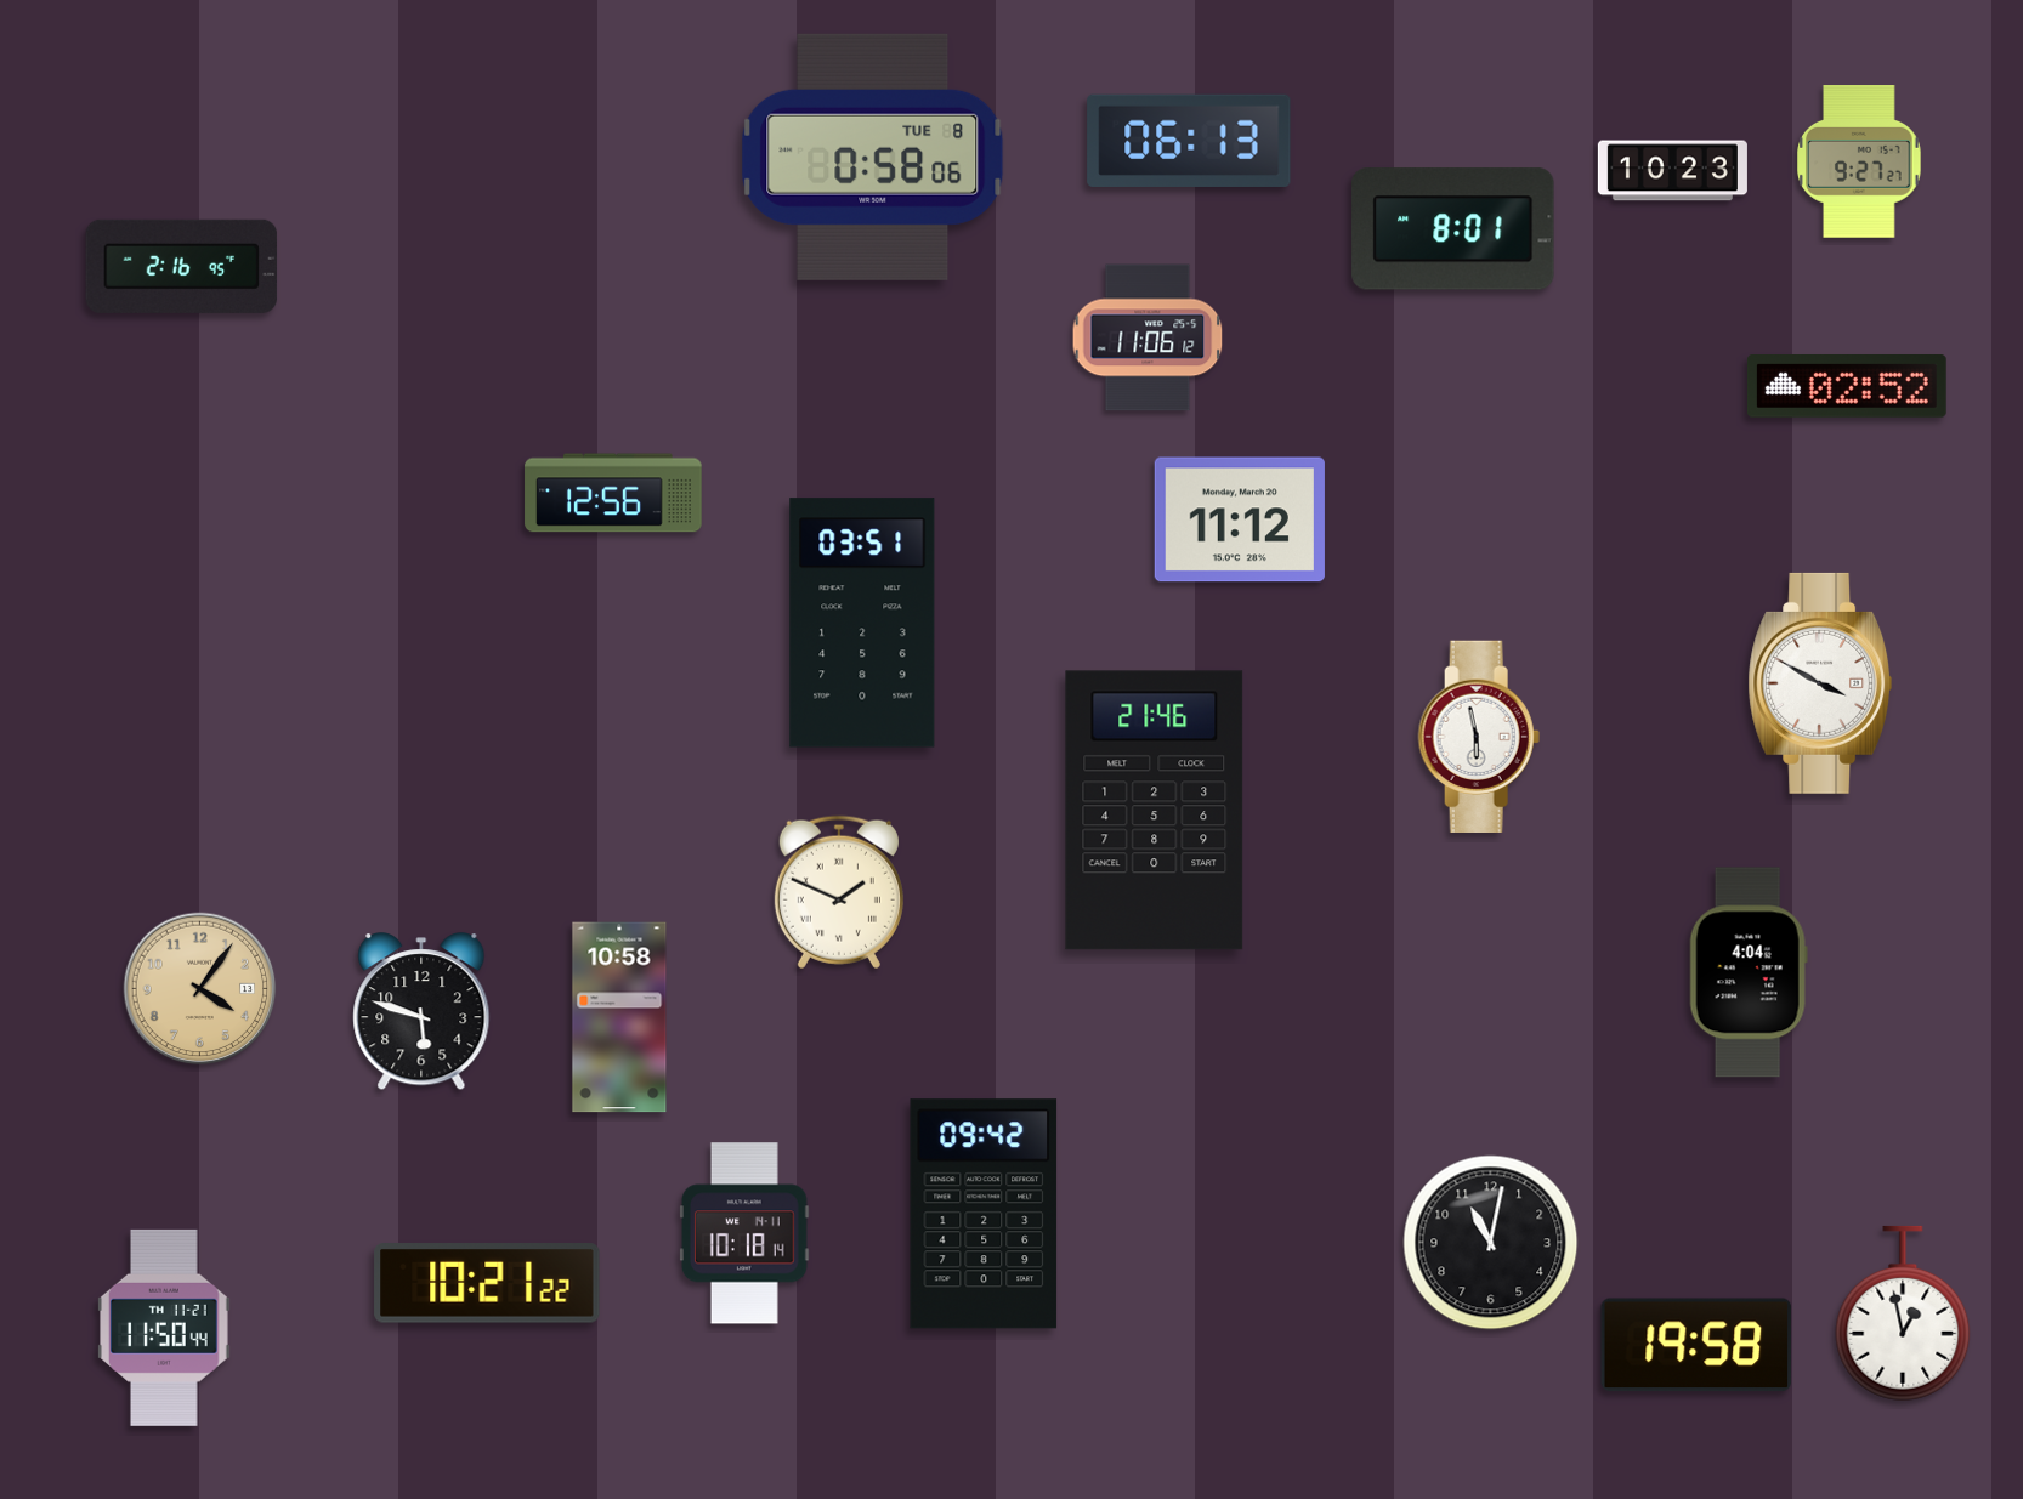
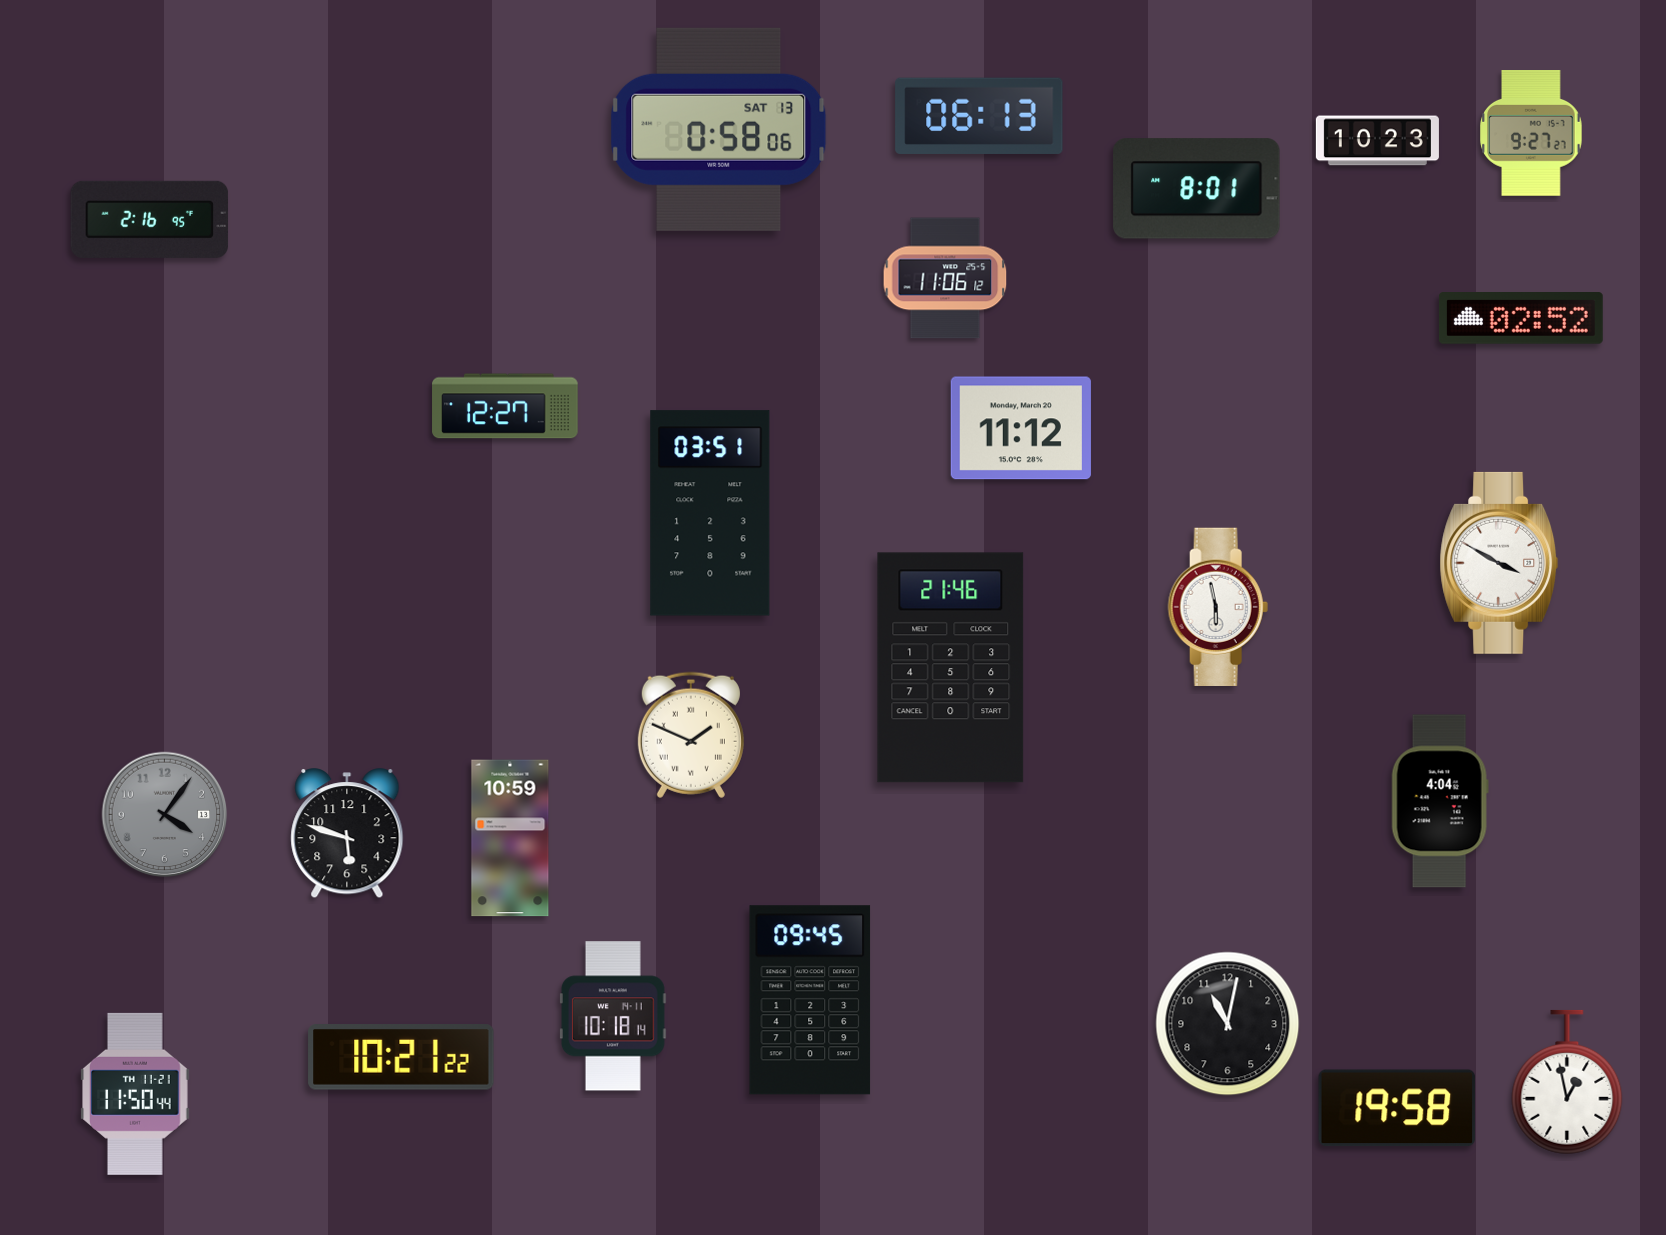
clock at (873, 157) date: TUE 8 -> SAT 13
clock at (613, 493): 12:56 -> 12:27
clock at (200, 989) dial: champagne -> grey
clock at (619, 1017): 10:58 -> 10:59
clock at (984, 1214): 09:42 -> 09:45
